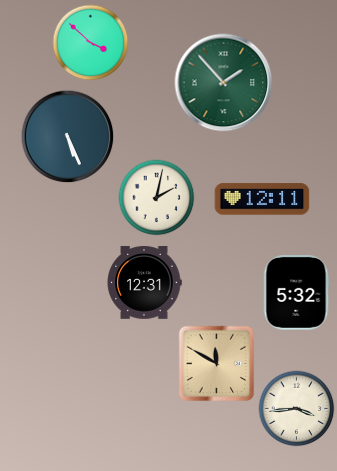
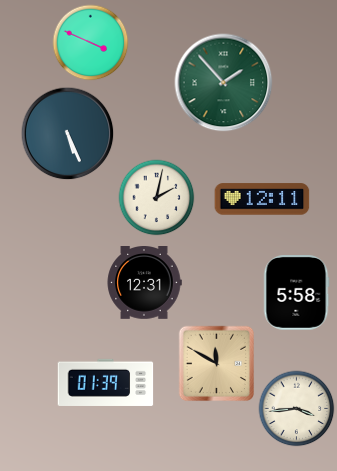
clock at (91, 43): 3:52 -> 3:49
clock at (68, 137) position: (68, 137) -> (68, 134)
clock at (296, 293): 5:32 -> 5:58
clock at (106, 382): none -> 01:39
